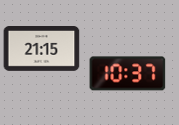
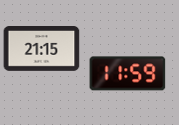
clock at (128, 74): 10:37 -> 11:59
